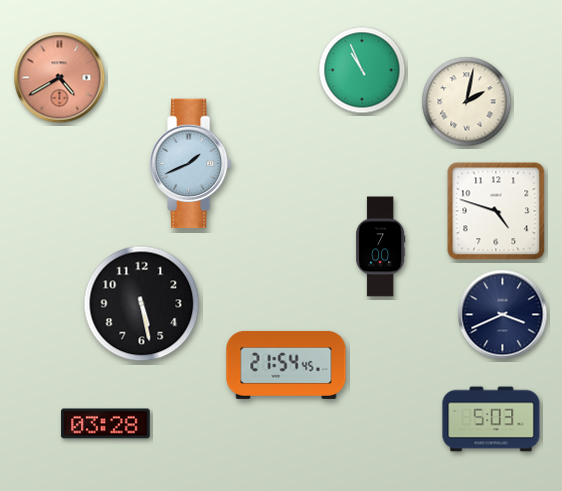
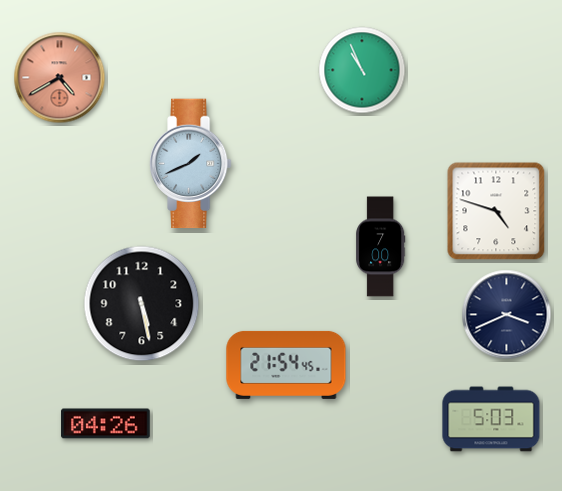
clock at (467, 102): 2:02 -> none
clock at (503, 315) position: (503, 315) -> (507, 315)
clock at (106, 424): 03:28 -> 04:26
